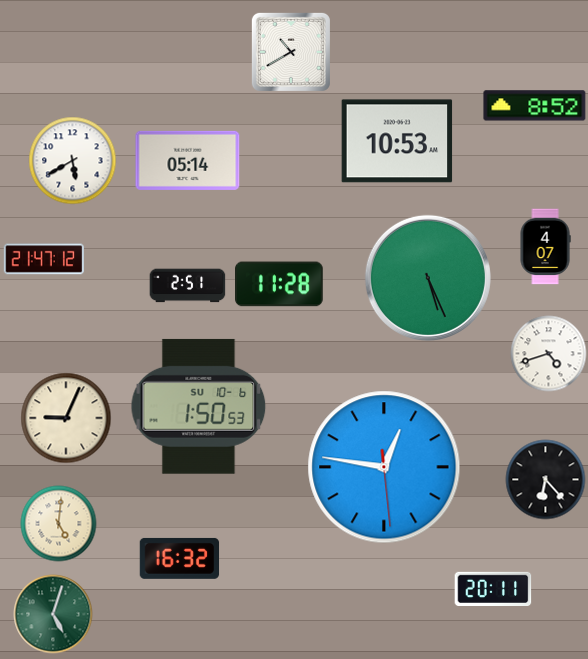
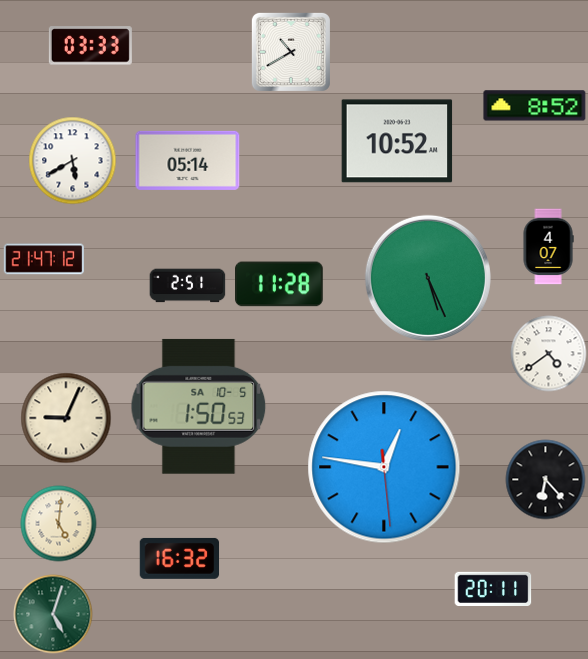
clock at (90, 46): none -> 03:33
clock at (397, 141): 10:53 -> 10:52
clock at (545, 247) position: (545, 247) -> (548, 247)
clock at (549, 354): 4:42 -> 4:39
clock at (199, 406) date: SU 10-6 -> SA 10-5
